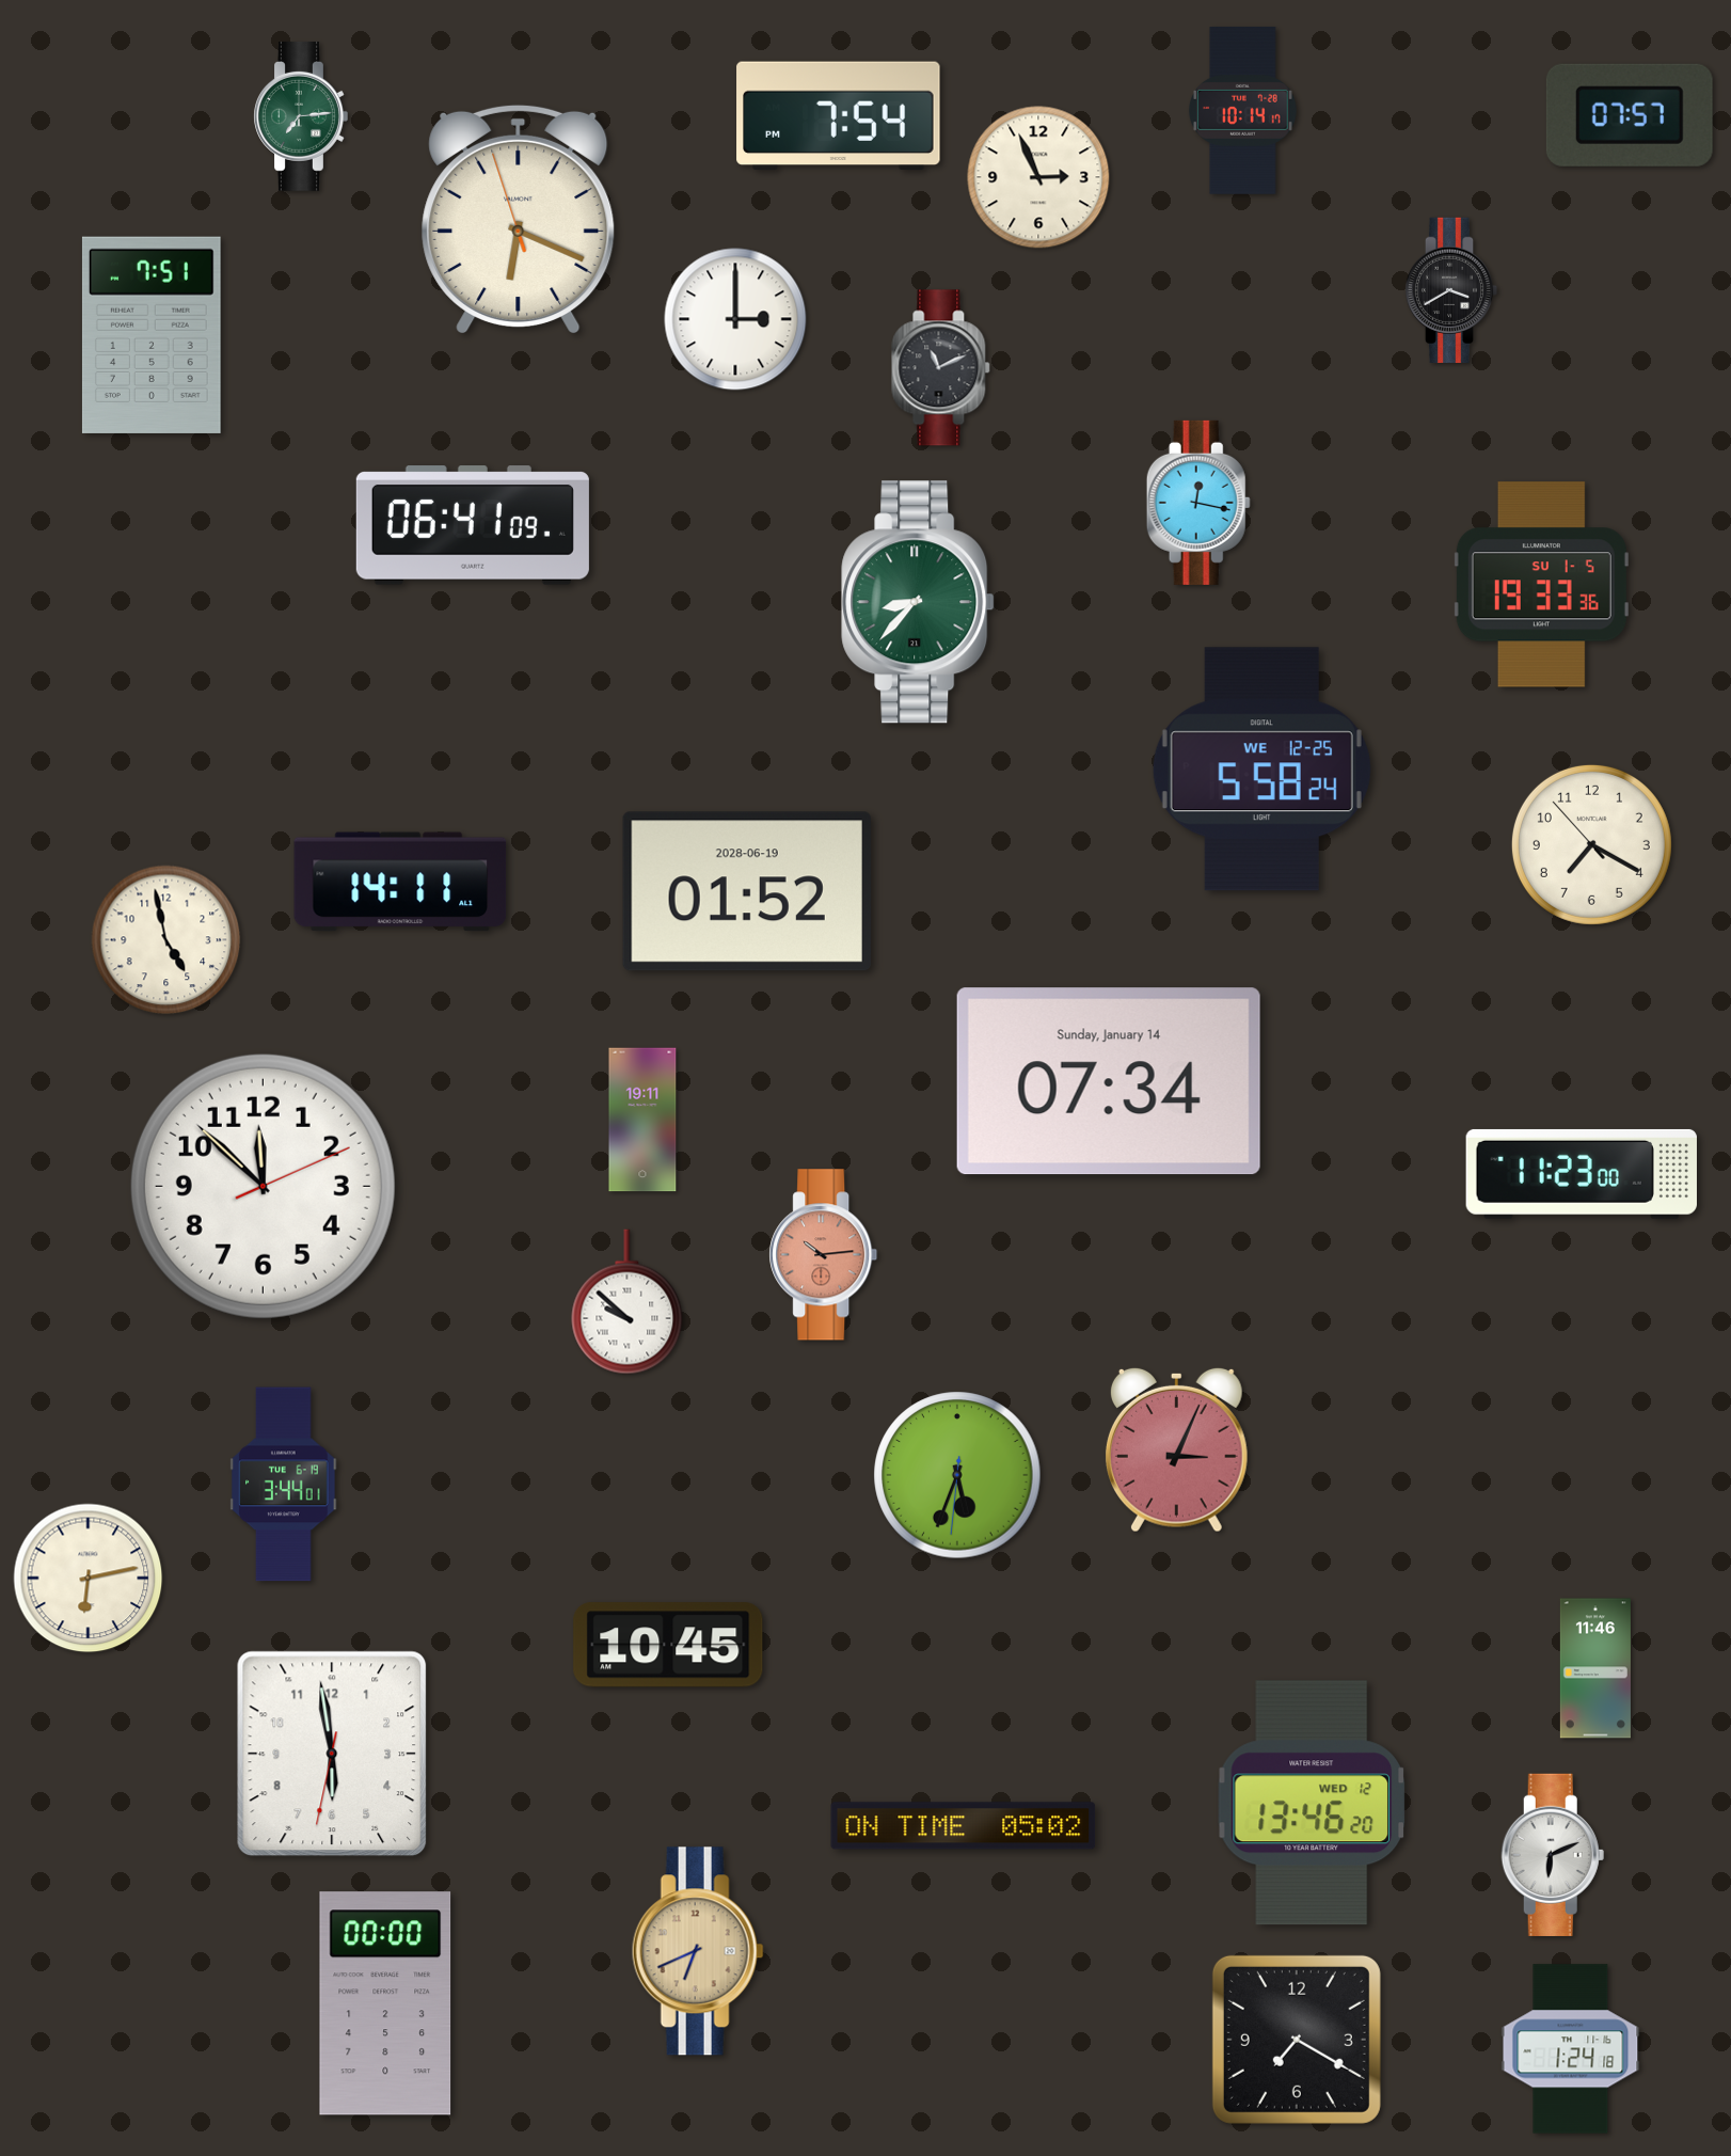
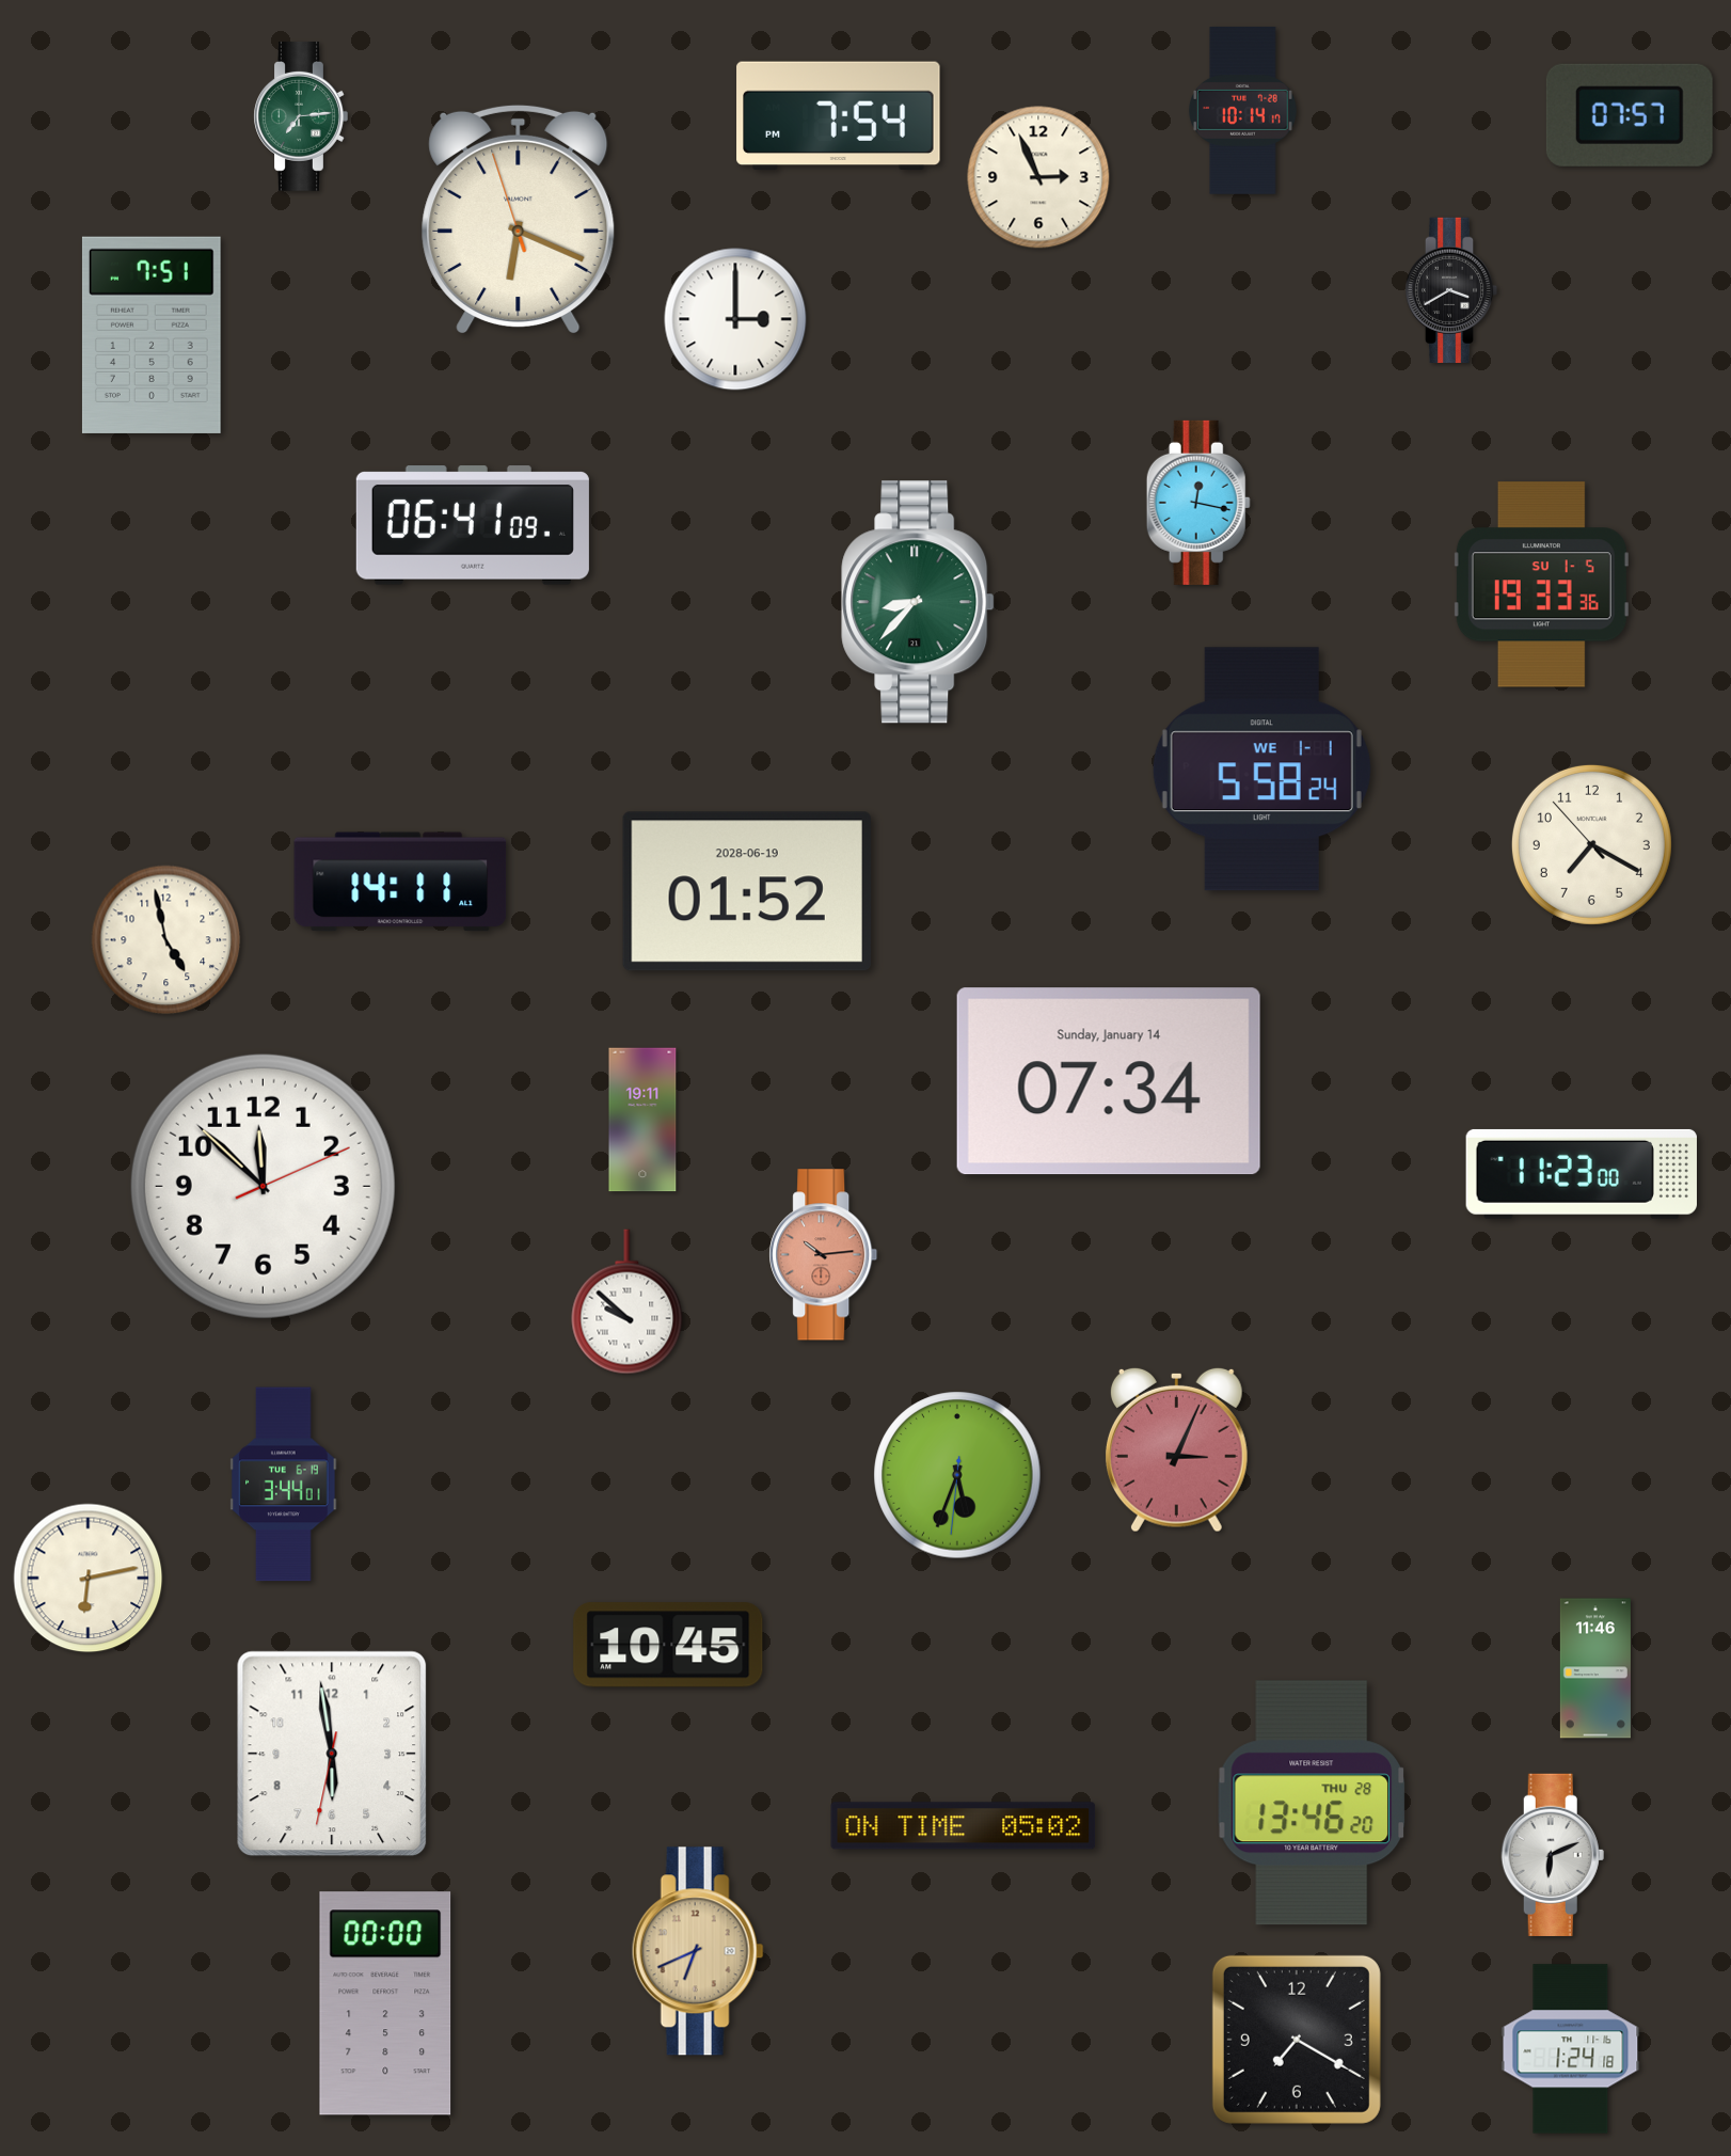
clock at (941, 368): 11:11 -> none
clock at (1261, 770) date: WE 12-25 -> WE 1-1
clock at (1312, 1803) date: WED 12 -> THU 28
